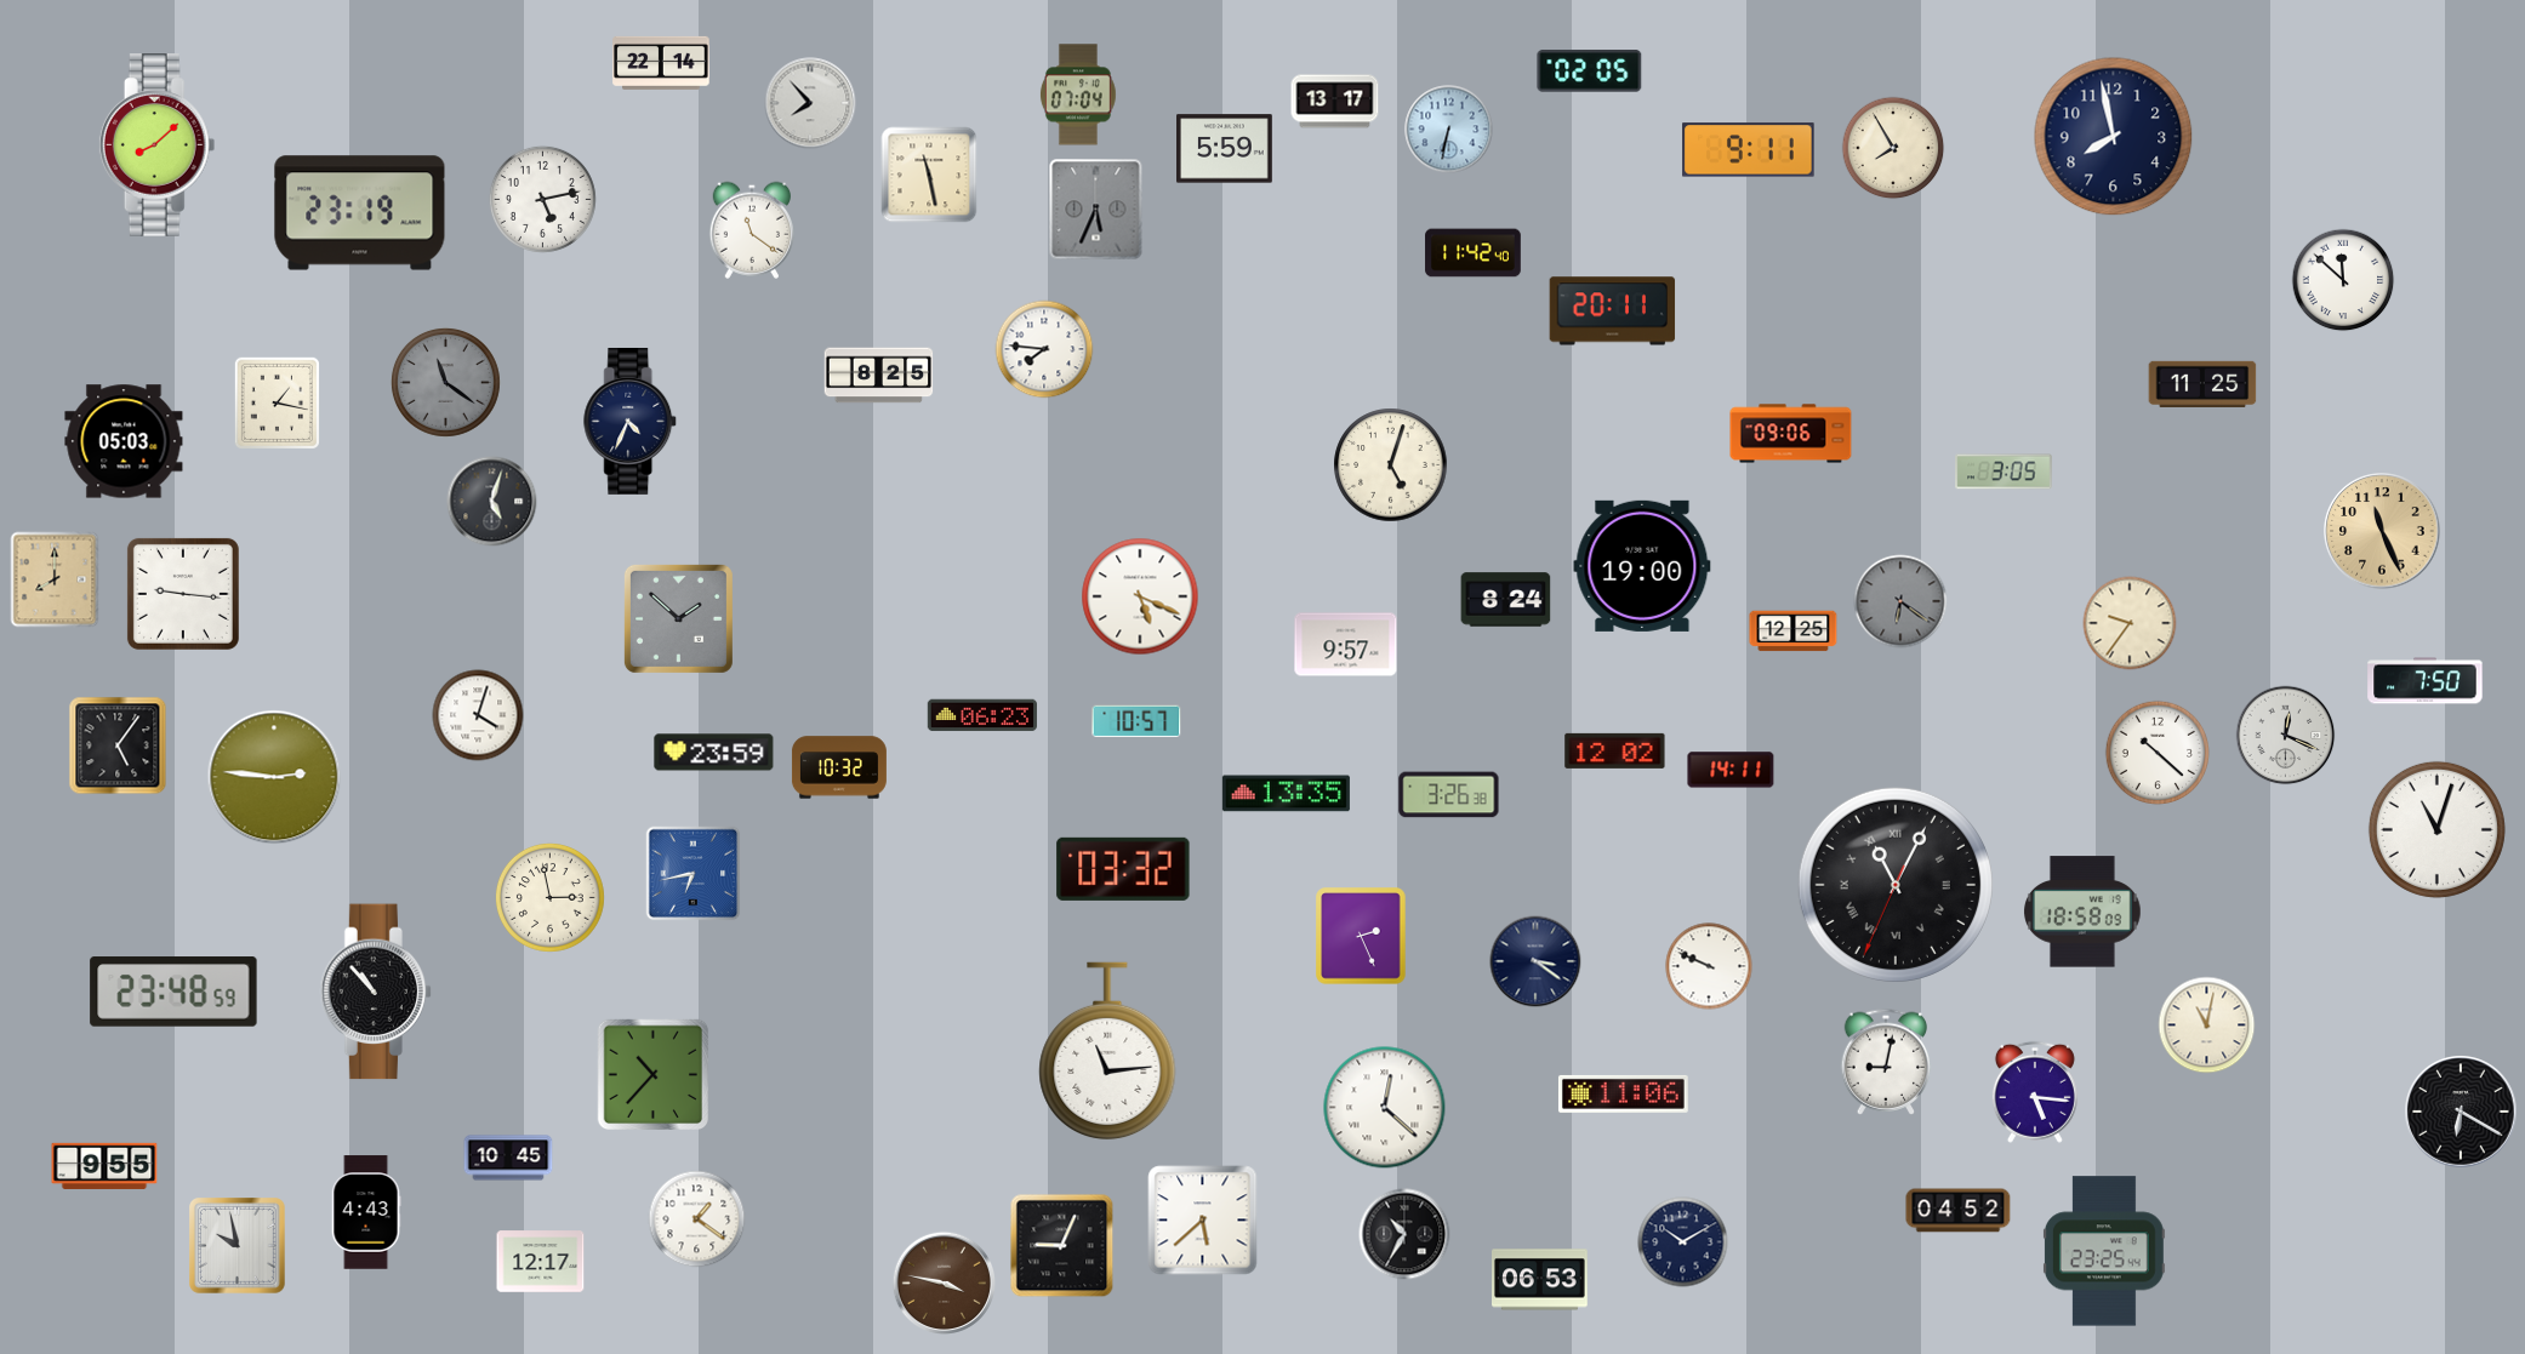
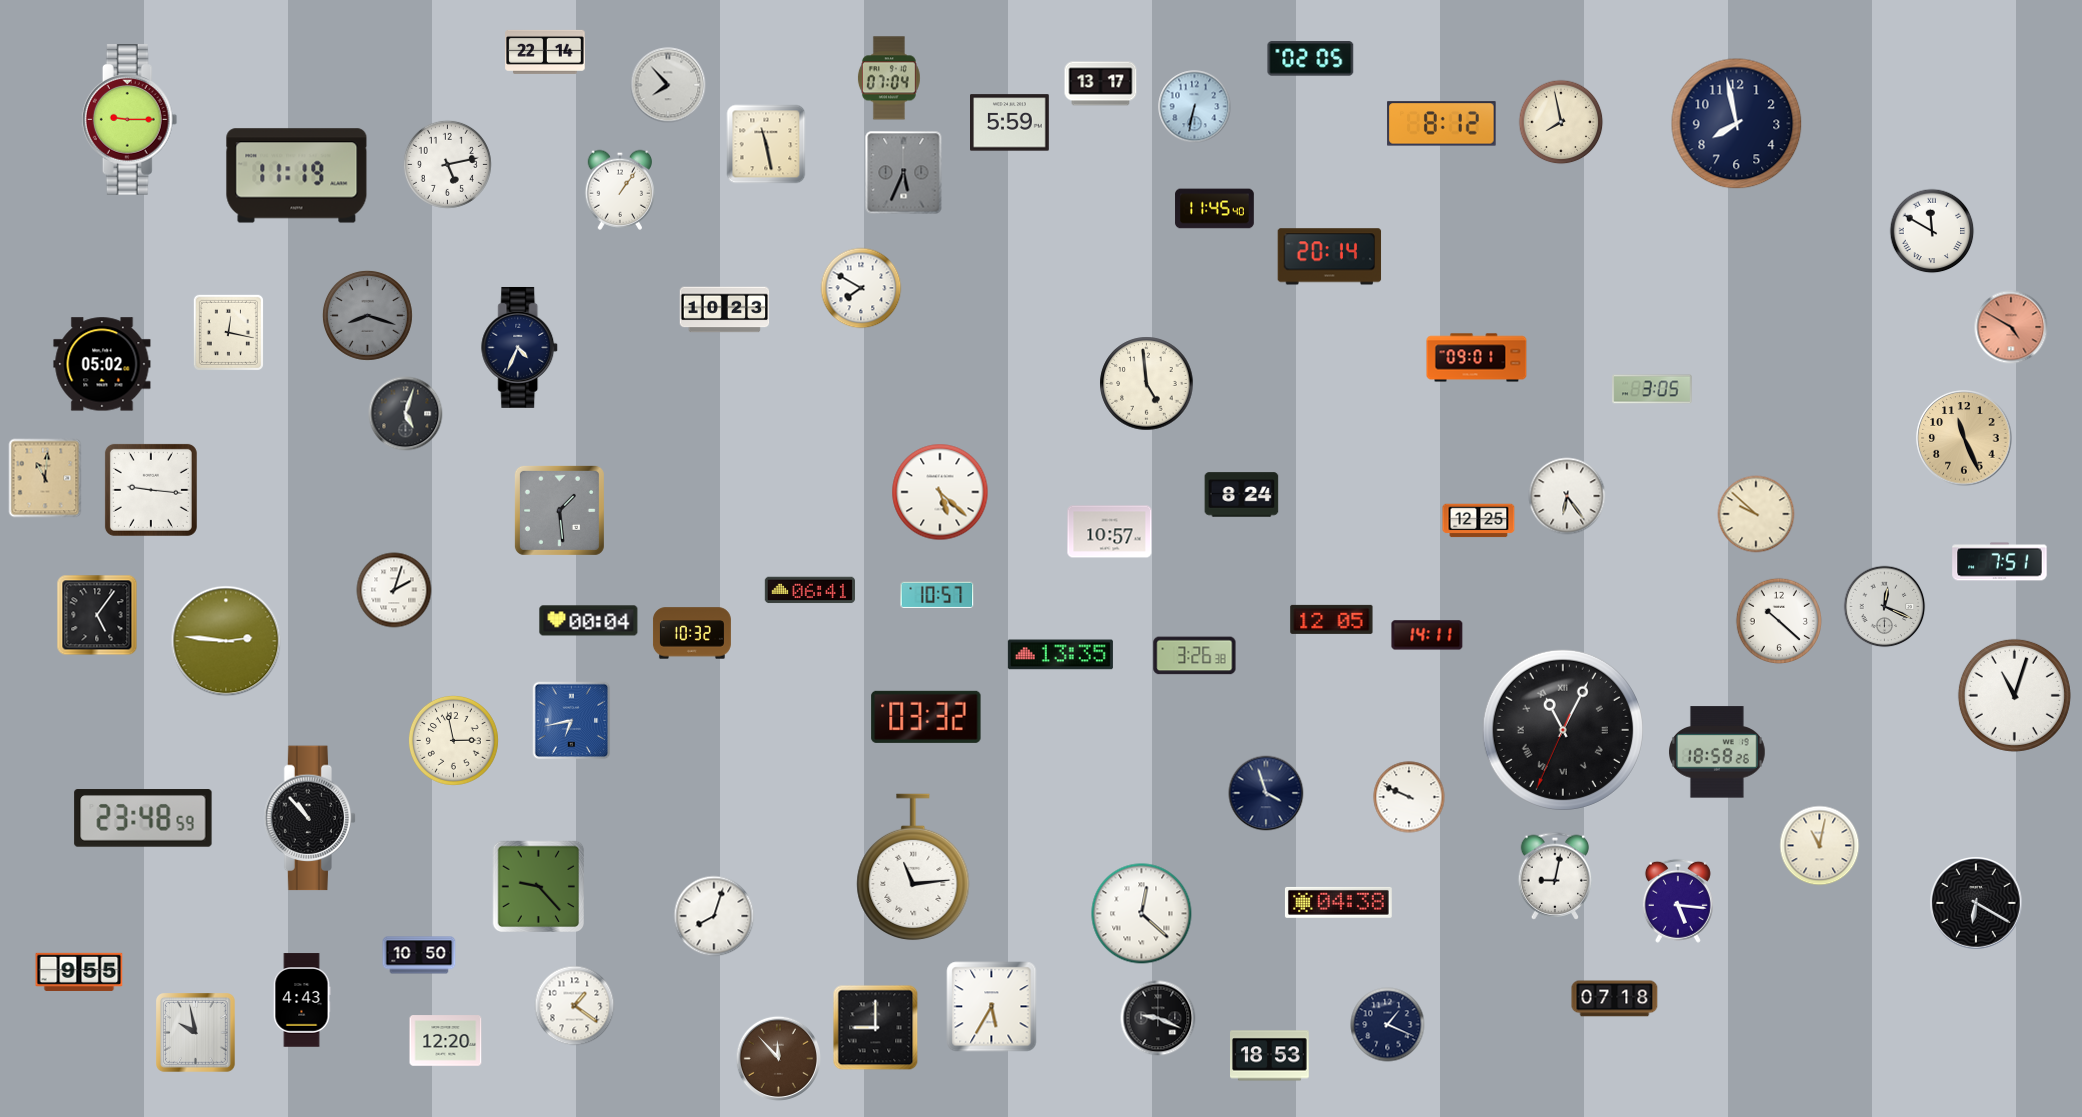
clock at (2114, 137) position: (2114, 137) -> (1737, 124)
clock at (158, 145): 8:08 -> 9:15
clock at (1893, 148): 7:55 -> 7:58
clock at (1749, 150): 9:11 -> 8:12
clock at (360, 213): 23:19 -> 11:19
clock at (752, 230): 11:21 -> 1:06
clock at (1474, 253): 11:42 -> 11:45
clock at (2343, 280): 11:52 -> 11:50
clock at (1613, 312): 20:11 -> 20:14
clock at (1044, 349): 7:46 -> 7:50
clock at (879, 376): 8:25 -> 10:23
clock at (445, 382): 11:21 -> 8:18
clock at (2202, 383): 11:25 -> none
clock at (2011, 327): none -> 4:50
clock at (277, 402): 1:17 -> 12:17
clock at (1791, 434): 09:06 -> 09:01
clock at (124, 441): 05:03 -> 05:02
clock at (1391, 465): 5:03 -> 4:59
clock at (1642, 566): 19:00 -> none
clock at (55, 579): 8:00 -> 11:01
clock at (1140, 596): 5:19 -> 5:22
clock at (1900, 601): 6:21 -> 6:24
clock at (1900, 601) dial: grey -> white
clock at (678, 618): 1:52 -> 1:29
clock at (2130, 623): 9:36 -> 9:52
clock at (1346, 645): 9:57 -> 10:57
clock at (2426, 681): 7:50 -> 7:51
clock at (478, 715): 4:03 -> 2:03
clock at (981, 715): 06:23 -> 06:41
clock at (1615, 750): 12:02 -> 12:05
clock at (714, 753): 23:59 -> 00:04
clock at (2436, 829) position: (2436, 829) -> (2014, 695)
clock at (2084, 912): 18:58:09 -> 18:58:26
clock at (1361, 936): 2:26 -> none
clock at (1535, 961): 3:21 -> 3:57
clock at (652, 1074): 10:37 -> 9:23
clock at (1623, 1093): 11:06 -> 04:38
clock at (714, 916): none -> 8:03
clock at (2461, 1112) position: (2461, 1112) -> (1976, 903)
clock at (508, 1158): 10:45 -> 10:50
clock at (104, 1166) position: (104, 1166) -> (79, 972)
clock at (1959, 1211): 04:52 -> 07:18
clock at (1203, 1221): 5:38 -> 5:35
clock at (1404, 1234): 10:35 -> 9:19
clock at (1683, 1242): 10:10 -> 1:19
clock at (238, 1246) position: (238, 1246) -> (196, 1033)
clock at (1062, 1246): 9:04 -> 9:00
clock at (2104, 1251): 23:25 -> none
clock at (541, 1262): 12:17 -> 12:20
clock at (1540, 1280): 06:53 -> 18:53
clock at (944, 1282): 3:47 -> 11:53
